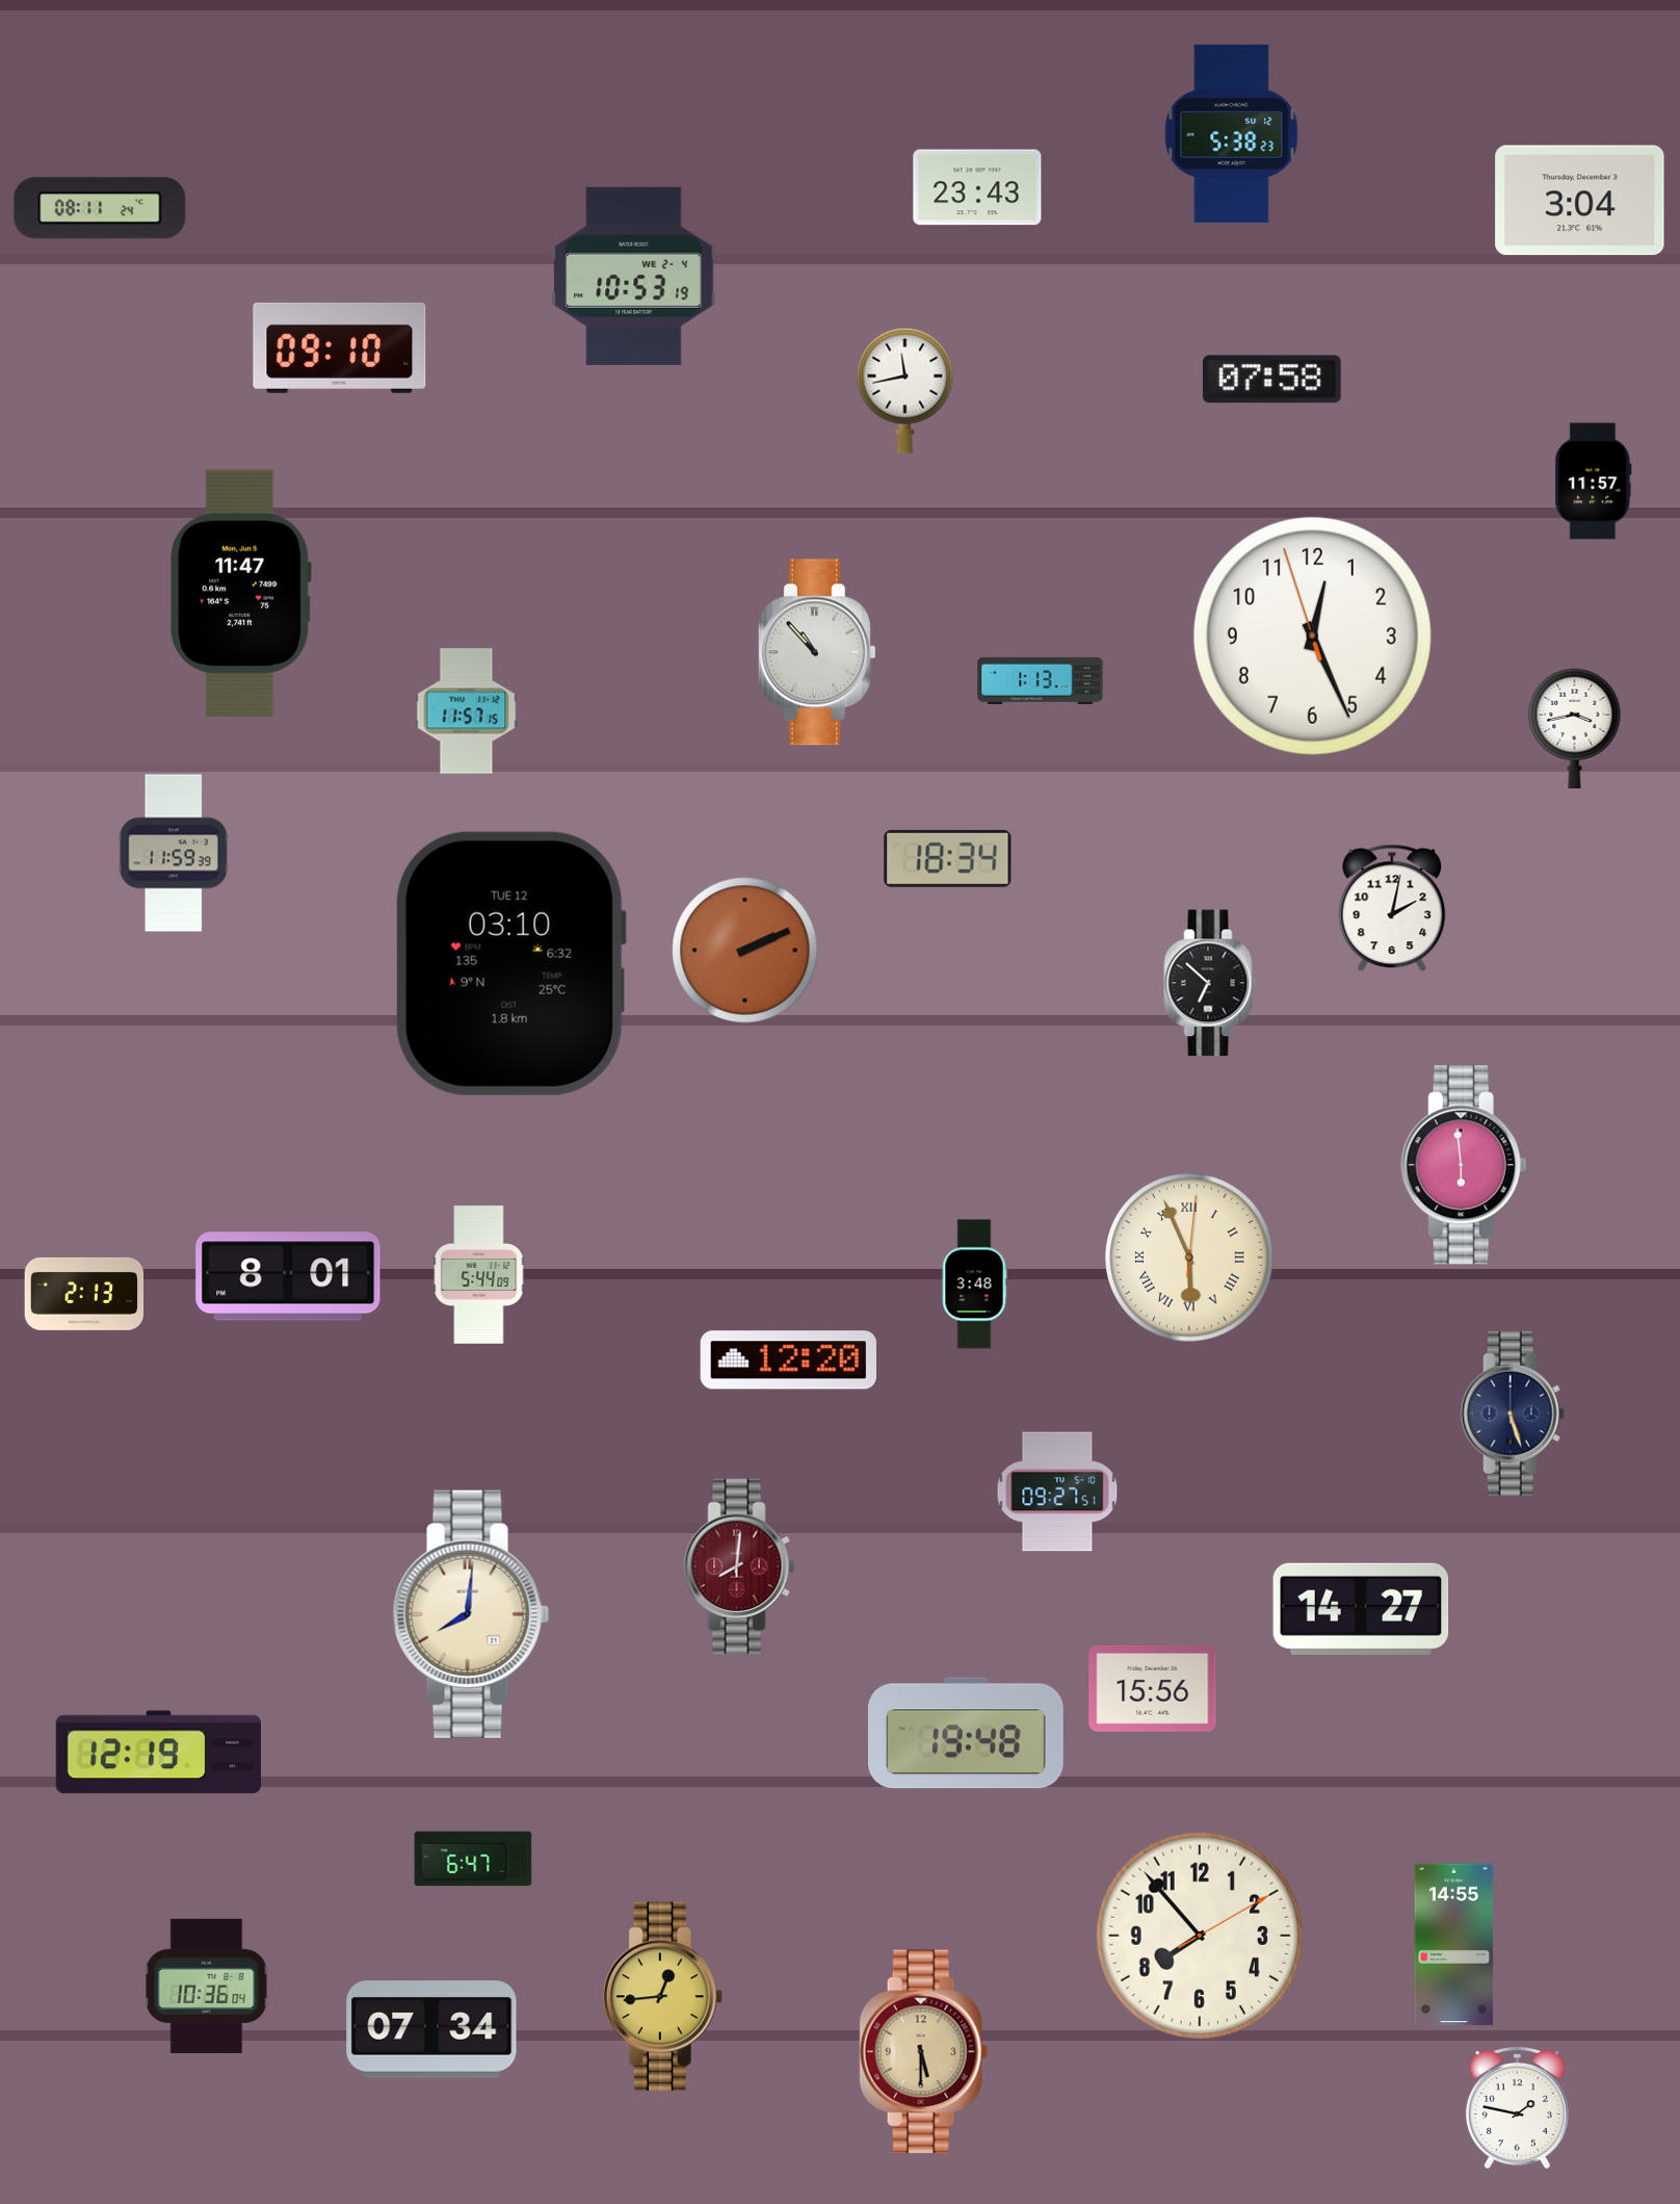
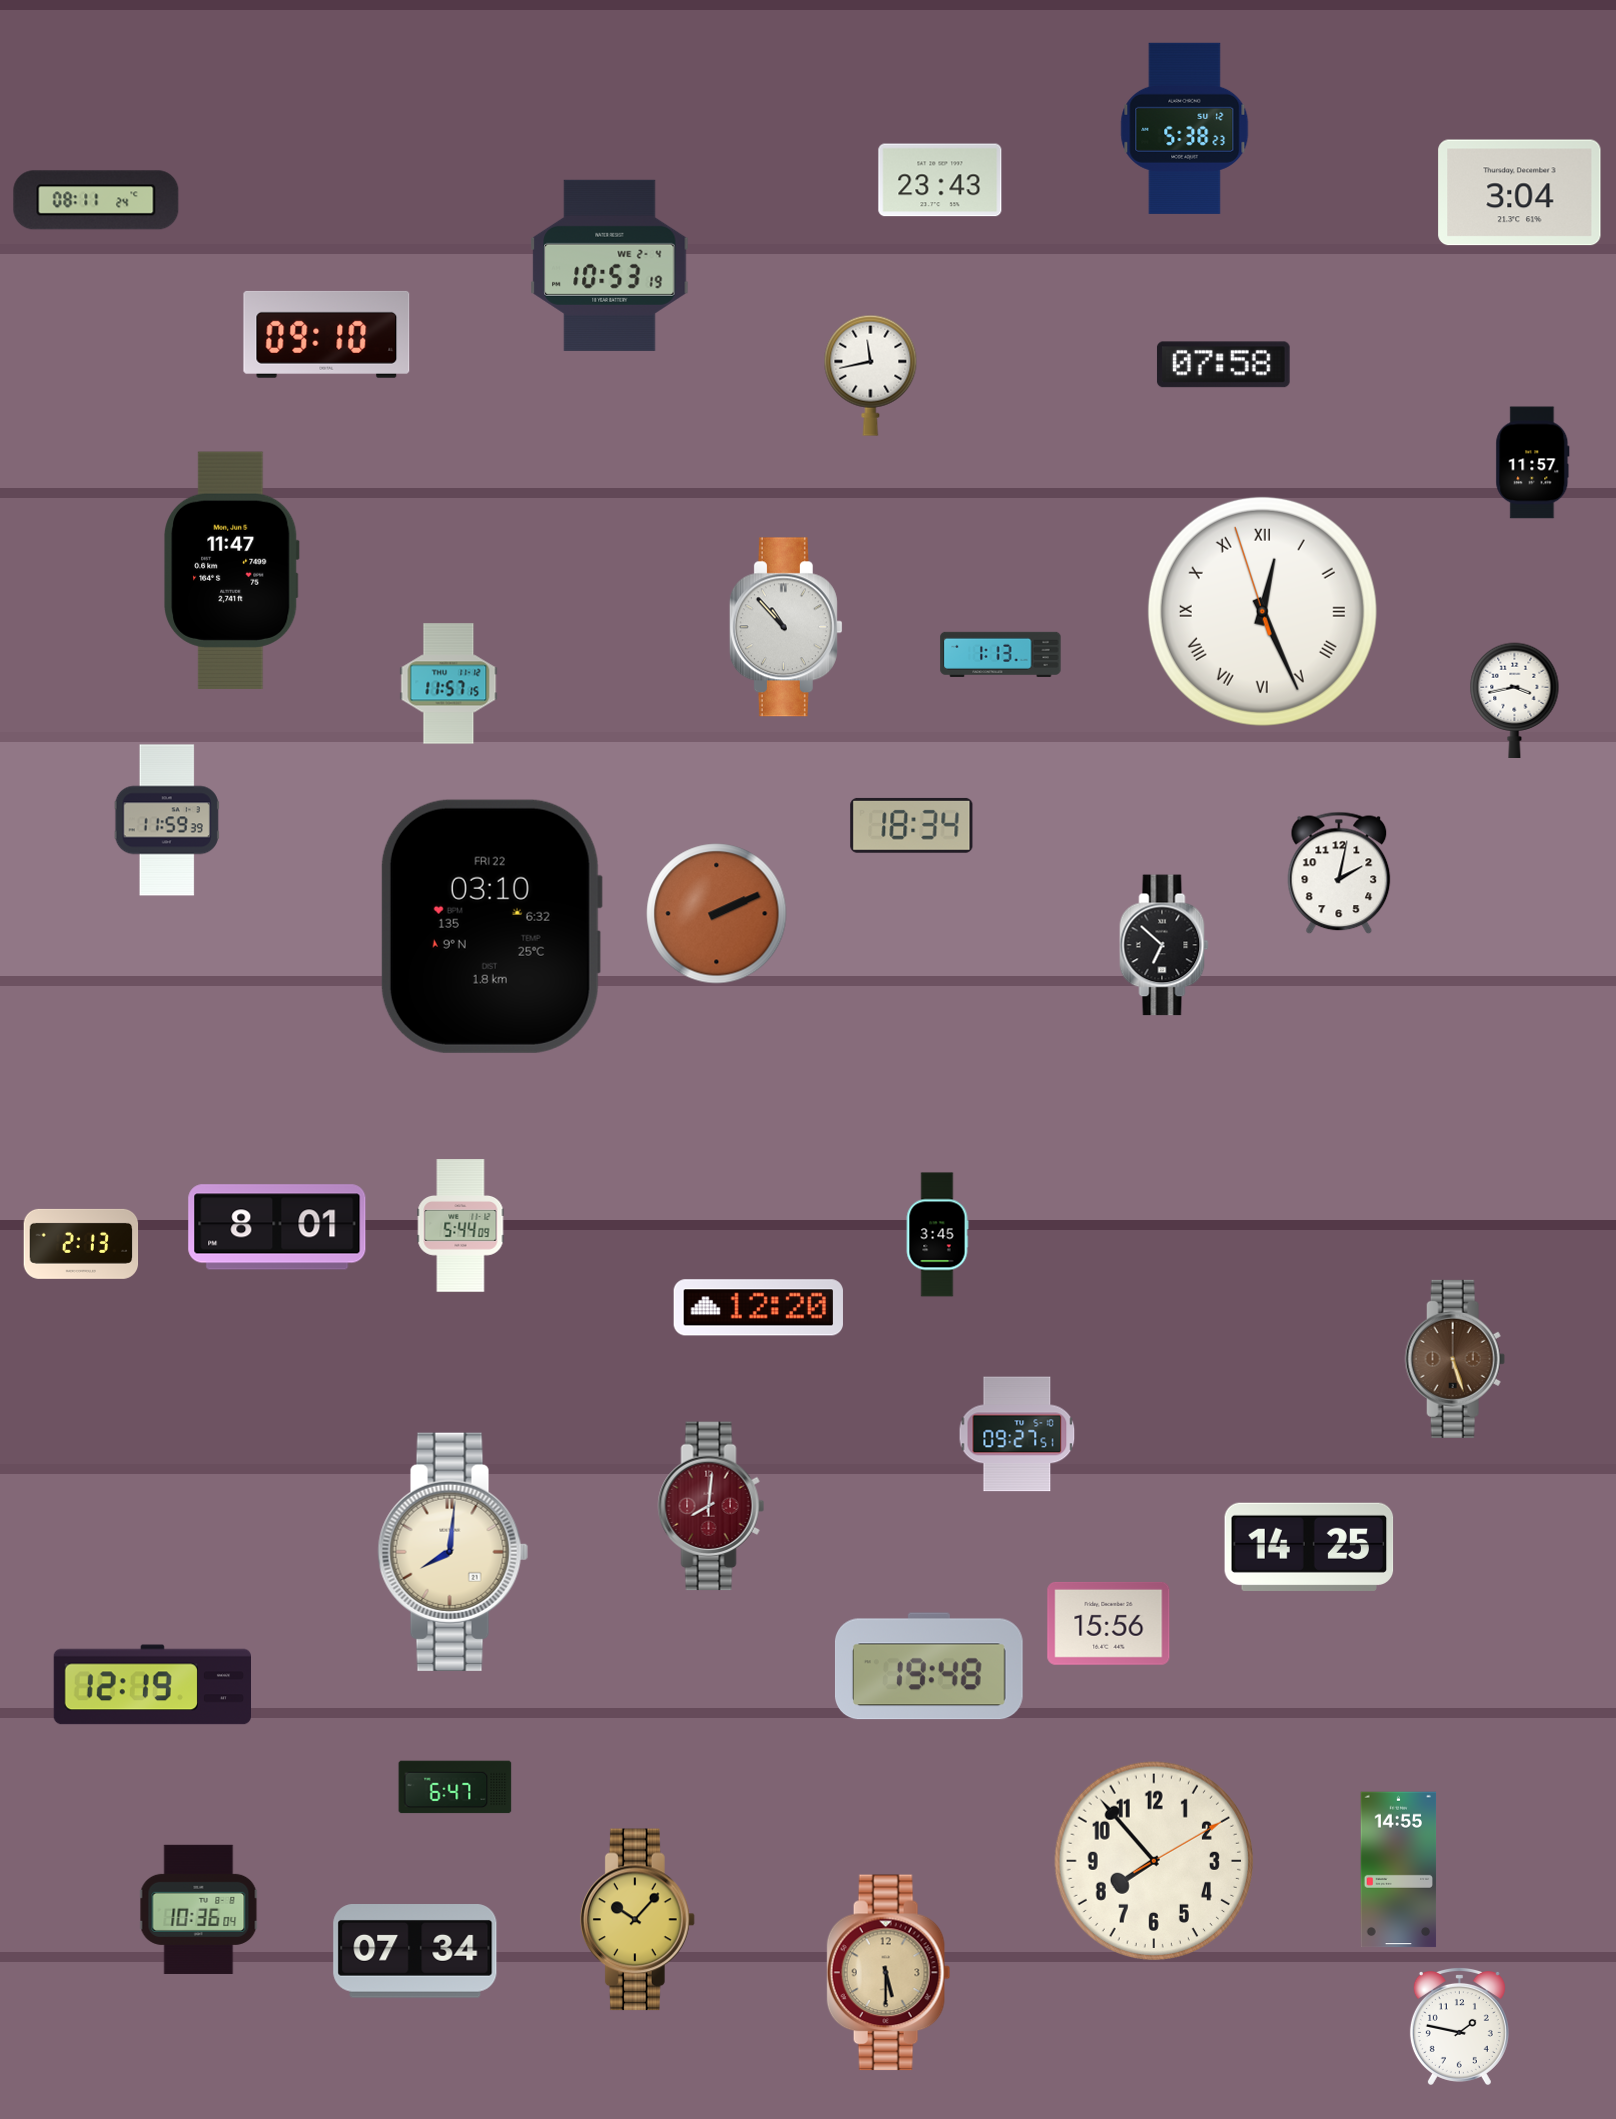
clock at (1312, 636) numerals: Arabic -> Roman
clock at (510, 963) date: TUE 12 -> FRI 22
clock at (1464, 1165): 5:59 -> none
clock at (1189, 1257): 5:56 -> none
clock at (974, 1285): 3:48 -> 3:45
clock at (1513, 1414) dial: navy -> brown
clock at (1361, 1609): 14:27 -> 14:25
clock at (662, 1997): 12:44 -> 10:07
